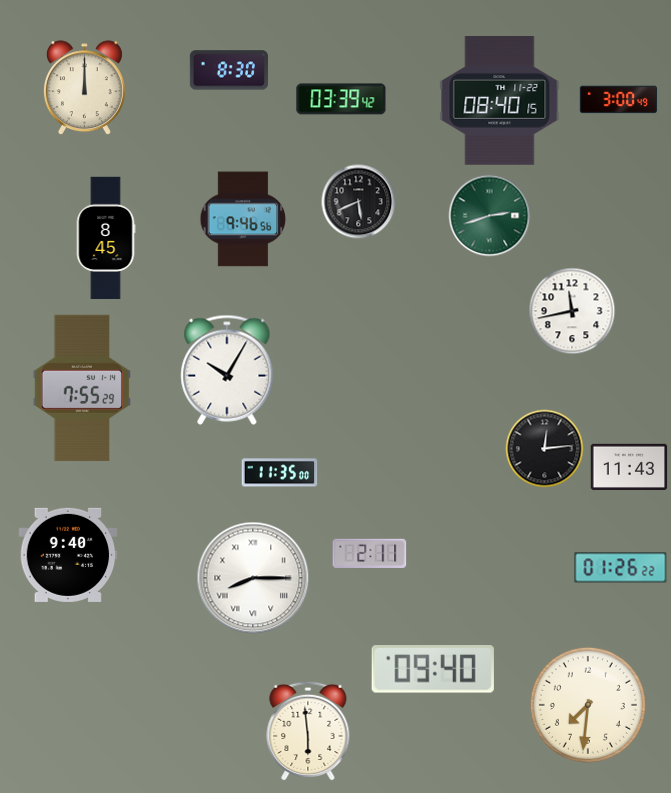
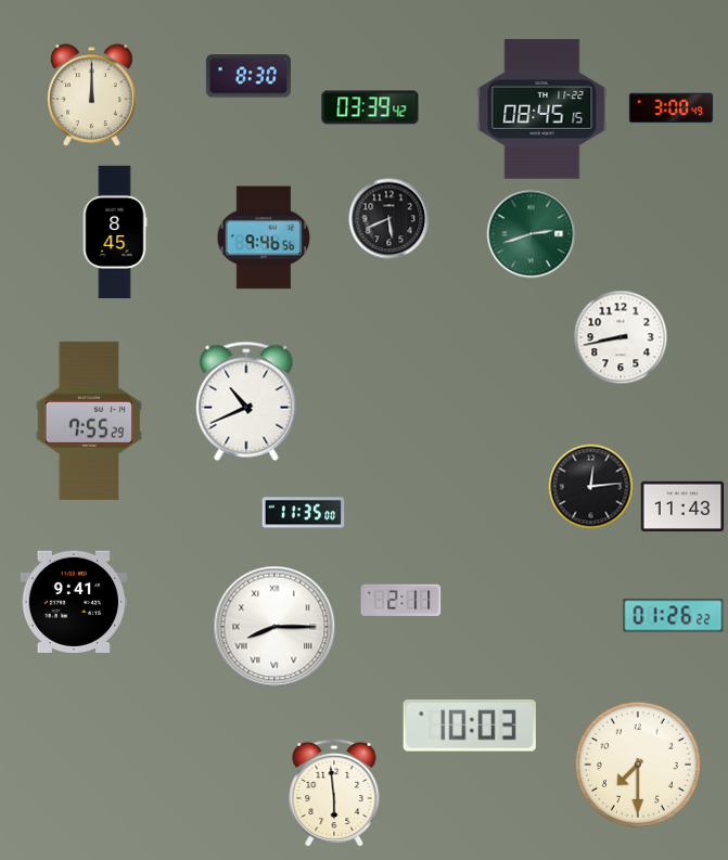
clock at (500, 101): 08:40 -> 08:45
clock at (106, 238) position: (106, 238) -> (115, 232)
clock at (572, 311): 11:43 -> 8:43
clock at (227, 370): 10:05 -> 10:41
clock at (68, 555): 9:40 -> 9:41
clock at (433, 670): 09:40 -> 10:03
clock at (588, 705): 7:31 -> 7:30
